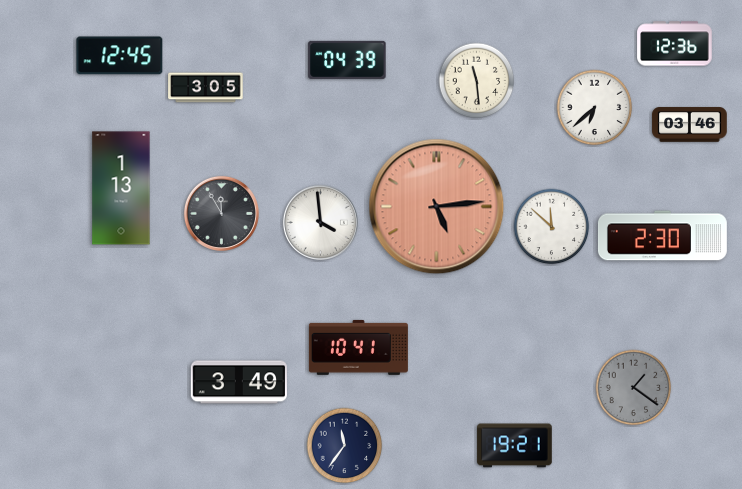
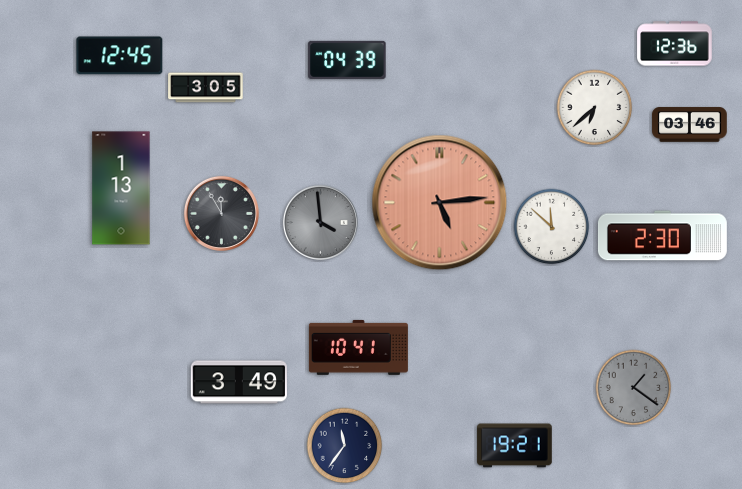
clock at (477, 81): 11:29 -> none
clock at (437, 207) position: (437, 207) -> (440, 203)
clock at (320, 222) dial: white -> grey
